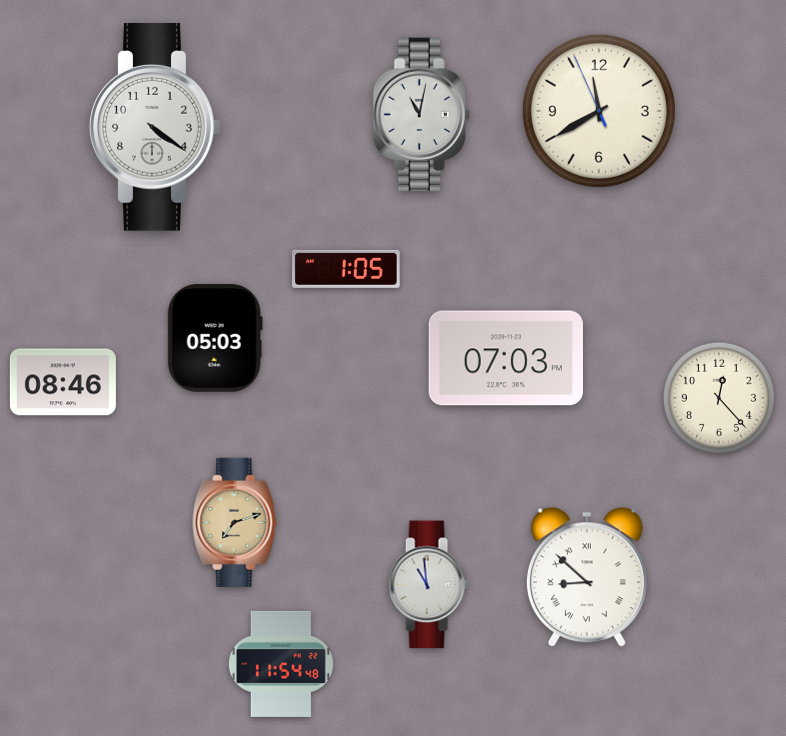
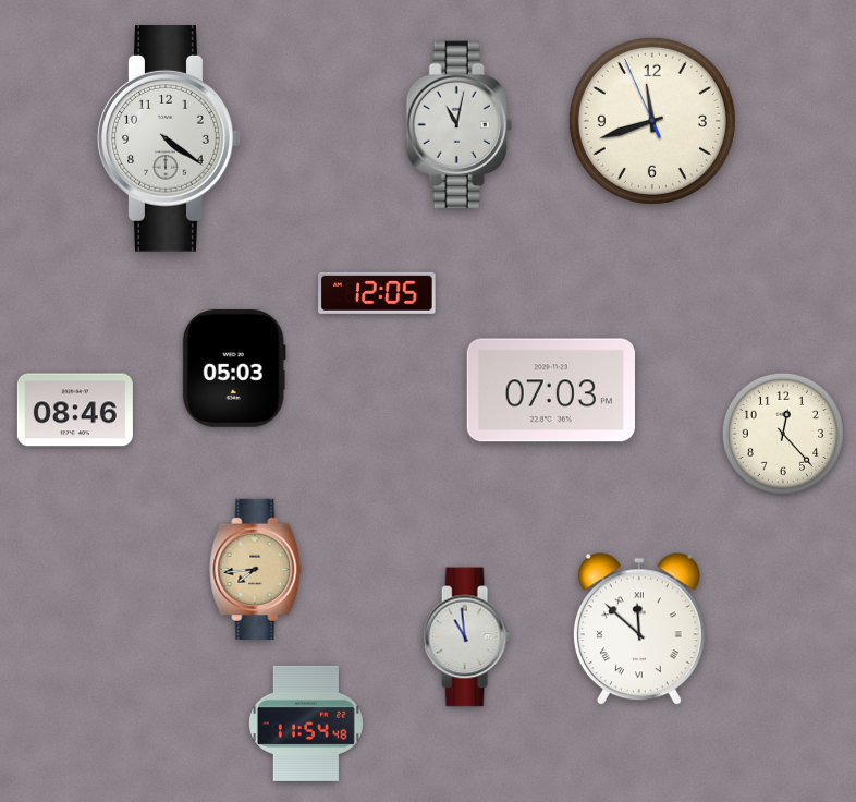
clock at (599, 111): 11:39 -> 11:41
clock at (347, 269): 1:05 -> 12:05
clock at (63, 382) position: (63, 382) -> (75, 410)
clock at (235, 522): 7:12 -> 7:44
clock at (587, 578): 8:52 -> 11:52
